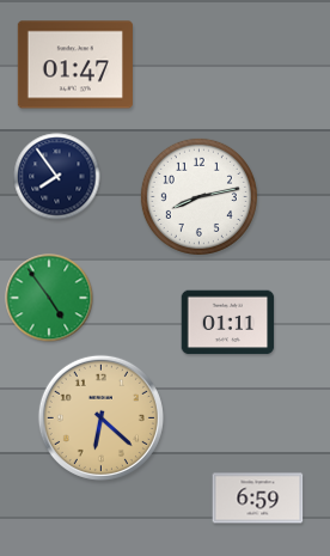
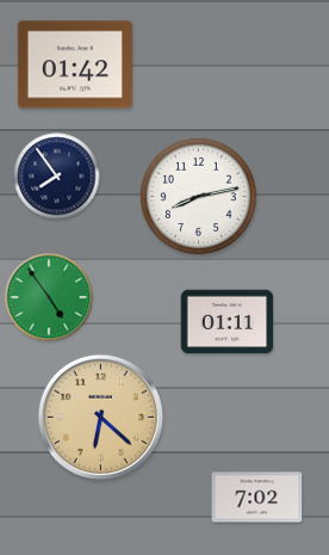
clock at (75, 65): 01:47 -> 01:42
clock at (258, 499): 6:59 -> 7:02
